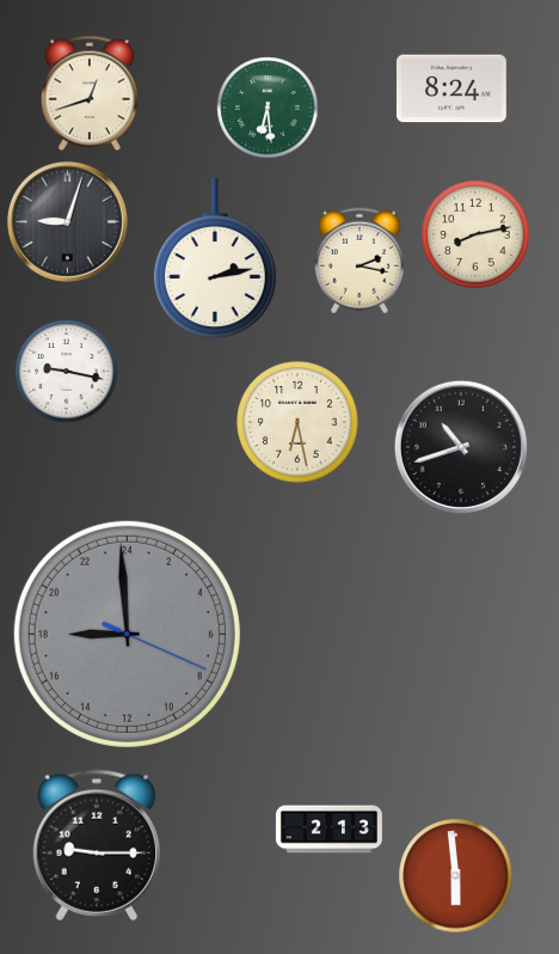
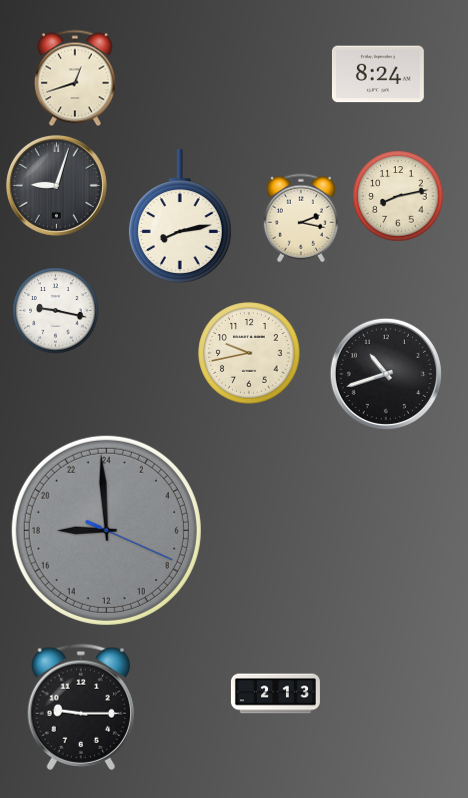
clock at (268, 108): 6:29 -> none
clock at (215, 258): 2:13 -> 8:13
clock at (297, 422): 6:28 -> 9:43
clock at (456, 876): 5:59 -> none
